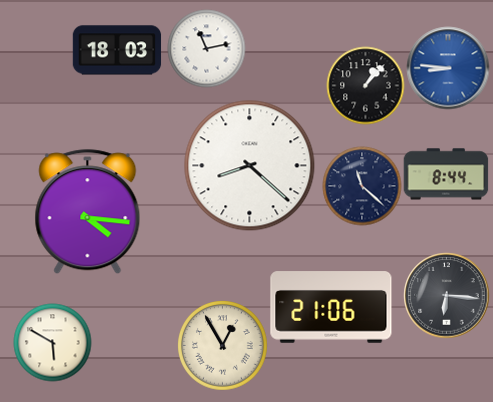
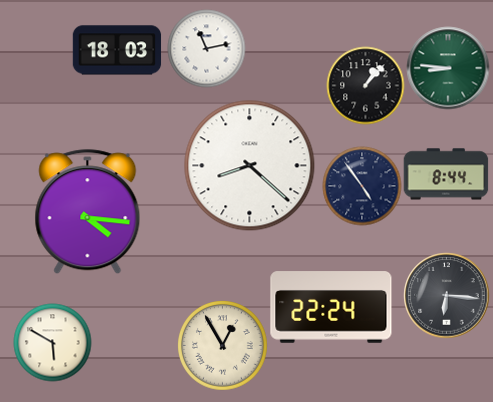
clock at (448, 68) dial: blue -> green
clock at (362, 186): 11:22 -> 4:54
clock at (331, 307): 21:06 -> 22:24
